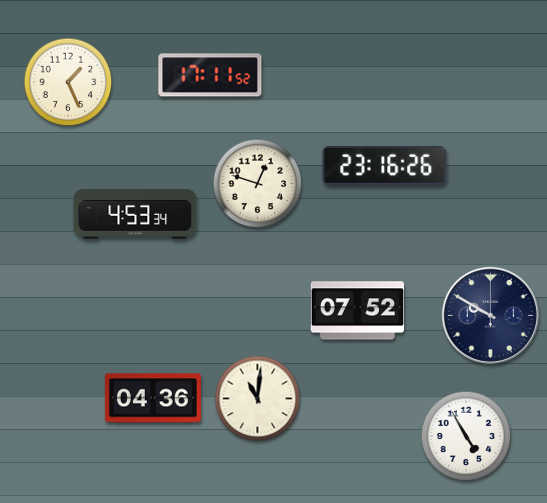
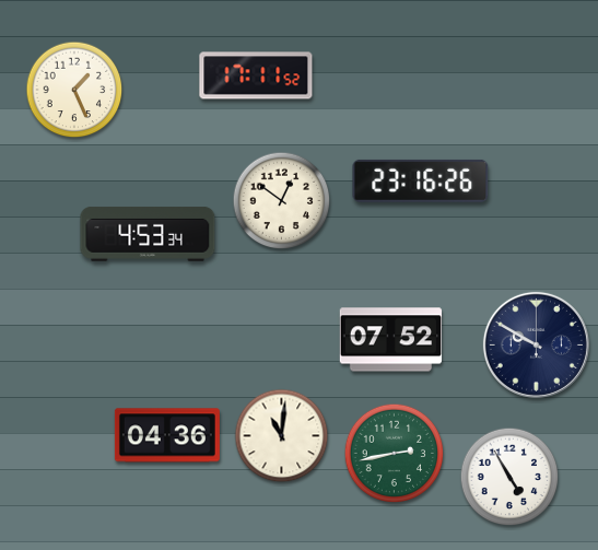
clock at (210, 75) position: (210, 75) -> (256, 75)
clock at (258, 184): 12:48 -> 12:51
clock at (395, 454): none -> 2:43
